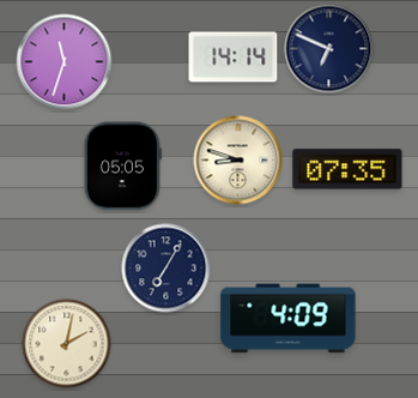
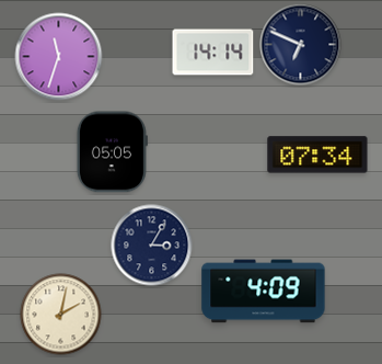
clock at (238, 161): 8:48 -> none
clock at (347, 169): 07:35 -> 07:34
clock at (166, 269): 7:05 -> 3:05
